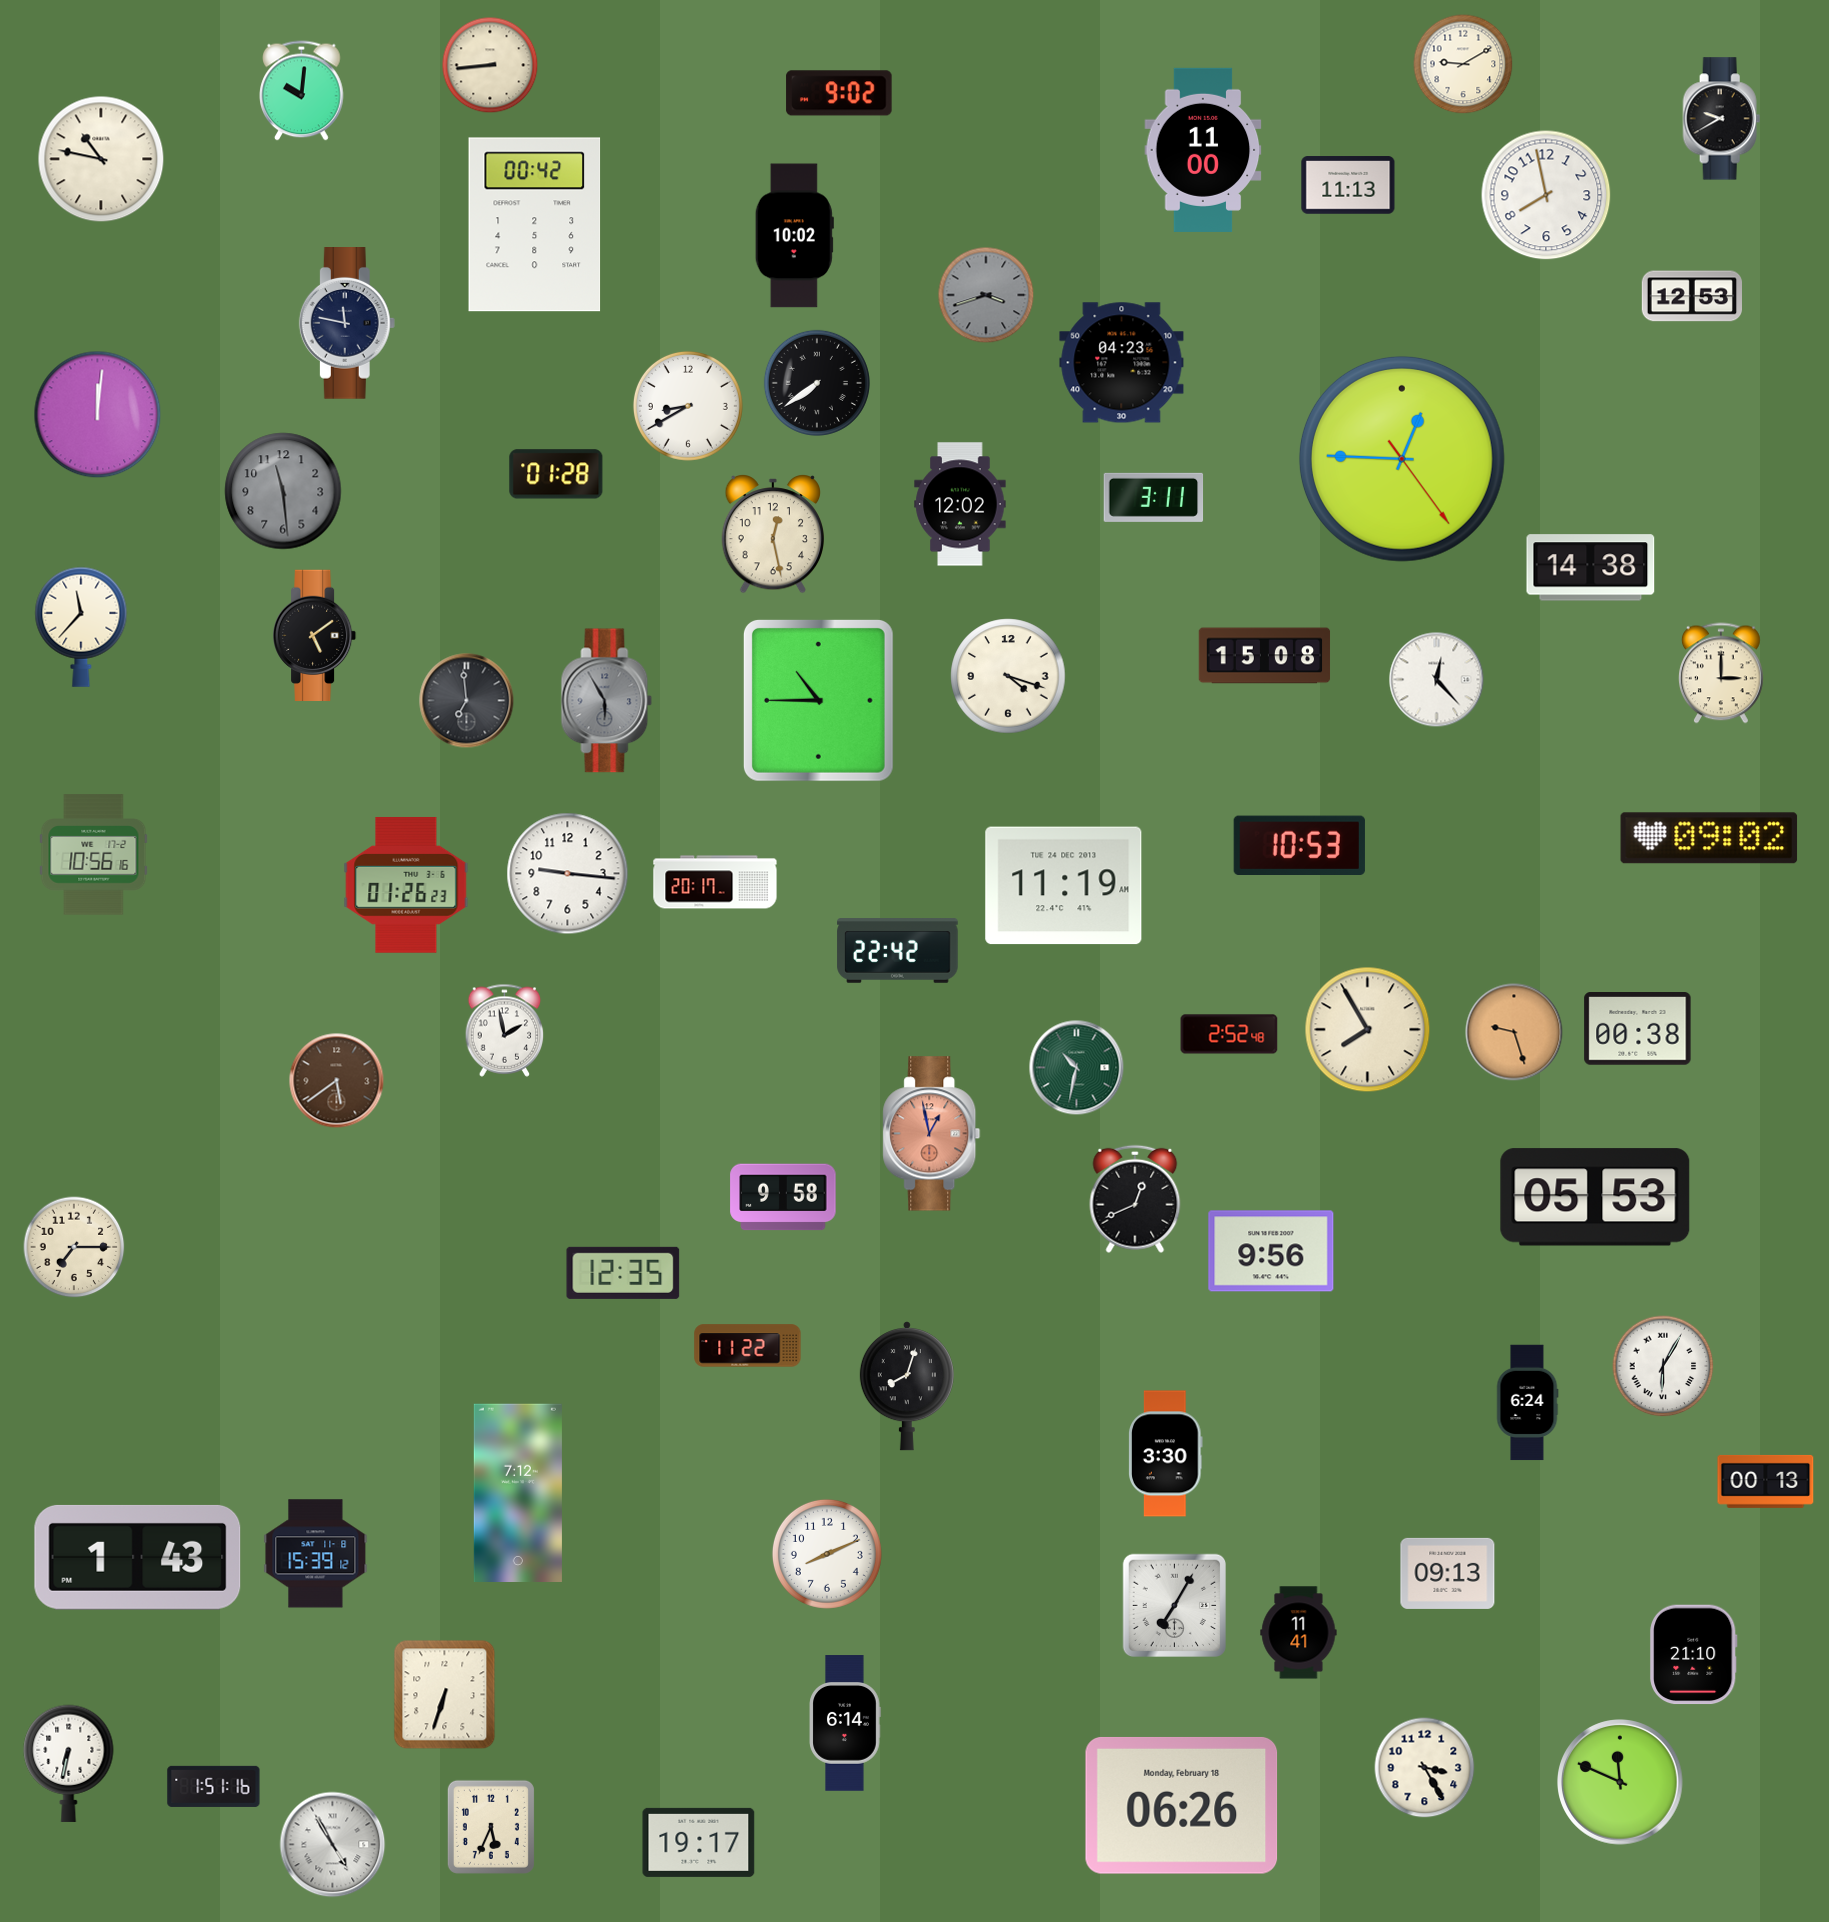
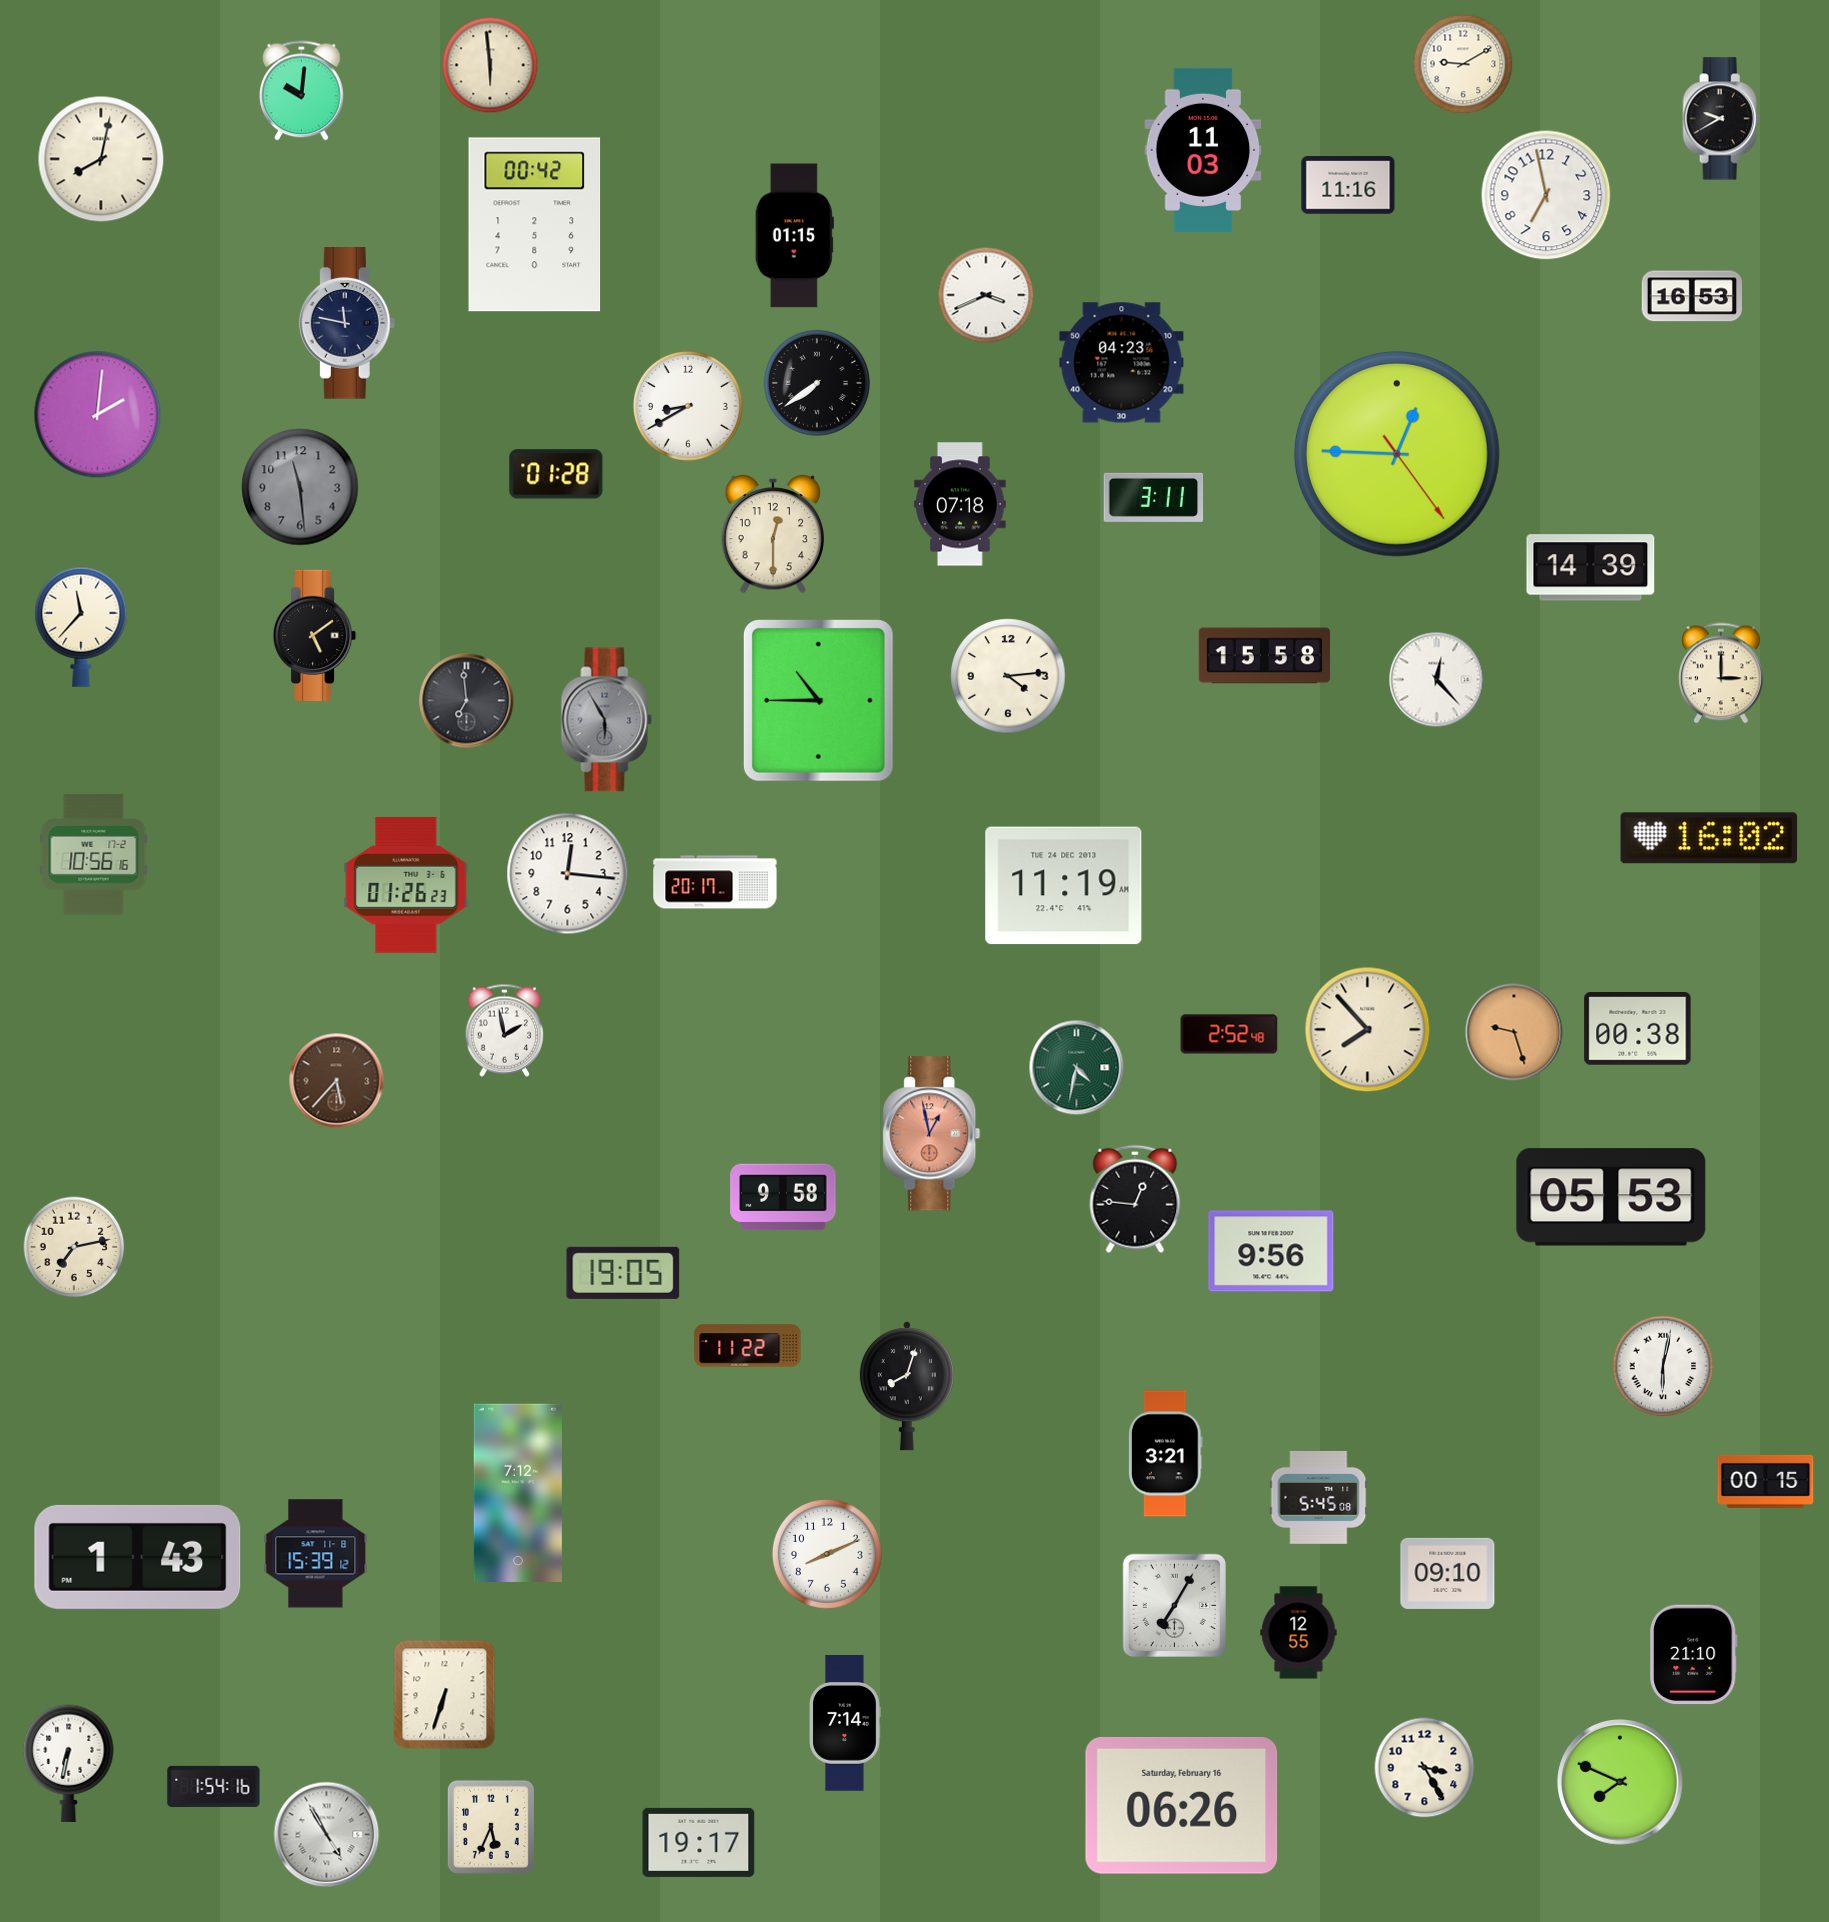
clock at (490, 65): 8:44 -> 5:59
clock at (839, 93): 9:02 -> none
clock at (1203, 150): 11:00 -> 11:03
clock at (101, 159): 10:47 -> 8:02
clock at (1348, 185): 11:13 -> 11:16
clock at (1546, 195): 7:58 -> 6:58
clock at (794, 236): 10:02 -> 01:15
clock at (986, 295): 3:42 -> 3:41
clock at (986, 295) dial: grey -> white
clock at (1691, 296): 12:53 -> 16:53
clock at (98, 415): 12:01 -> 2:01
clock at (1402, 459) position: (1402, 459) -> (1397, 454)
clock at (283, 491) position: (283, 491) -> (300, 487)
clock at (960, 504): 12:02 -> 07:18
clock at (773, 535): 12:28 -> 12:30
clock at (1591, 568): 14:38 -> 14:39
clock at (1265, 656): 15:08 -> 15:58
clock at (1008, 676): 4:18 -> 4:14
clock at (607, 701) position: (607, 701) -> (607, 720)
clock at (1709, 838): 09:02 -> 16:02
clock at (1299, 846): 10:53 -> none
clock at (568, 874): 9:16 -> 12:16
clock at (898, 951): 22:42 -> none
clock at (1368, 1030): 7:55 -> 7:53
clock at (1077, 1068): 10:32 -> 4:32
clock at (337, 1081): 5:39 -> 5:37
clock at (1595, 1197) position: (1595, 1197) -> (1611, 1197)
clock at (1135, 1199): 12:41 -> 12:46
clock at (74, 1247): 7:15 -> 7:13
clock at (623, 1273): 12:35 -> 19:05
clock at (1663, 1366): 6:05 -> 6:02
clock at (1527, 1403): 6:24 -> none
clock at (1166, 1454): 3:30 -> 3:21
clock at (1766, 1481): 00:13 -> 00:15
clock at (1319, 1497): none -> 5:45
clock at (1448, 1573): 09:13 -> 09:10
clock at (1299, 1633): 11:41 -> 12:55
clock at (845, 1723): 6:14 -> 7:14
clock at (1620, 1782): 11:49 -> 7:49
clock at (214, 1786): 1:51 -> 1:54
clock at (1182, 1805) date: Monday, February 18 -> Saturday, February 16
clock at (333, 1845) position: (333, 1845) -> (327, 1835)
